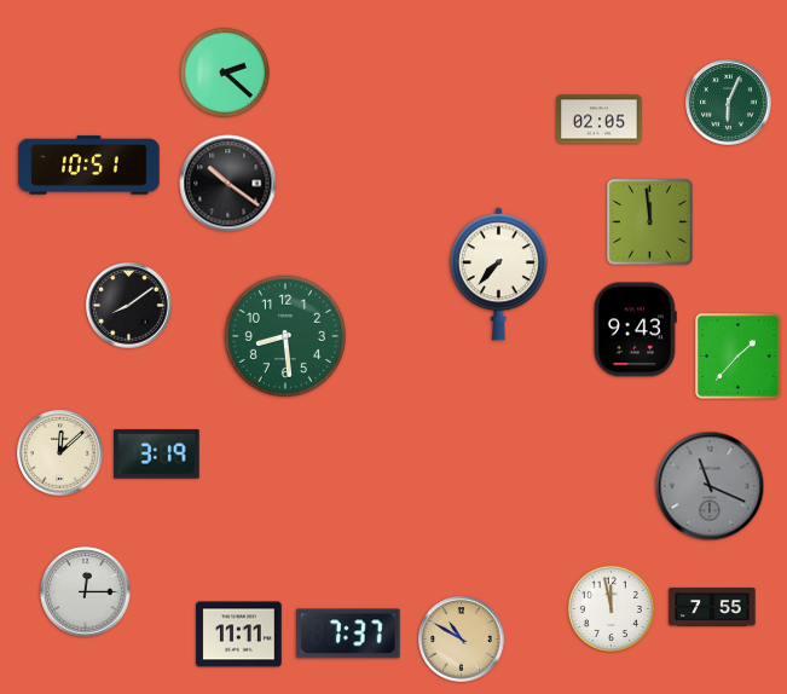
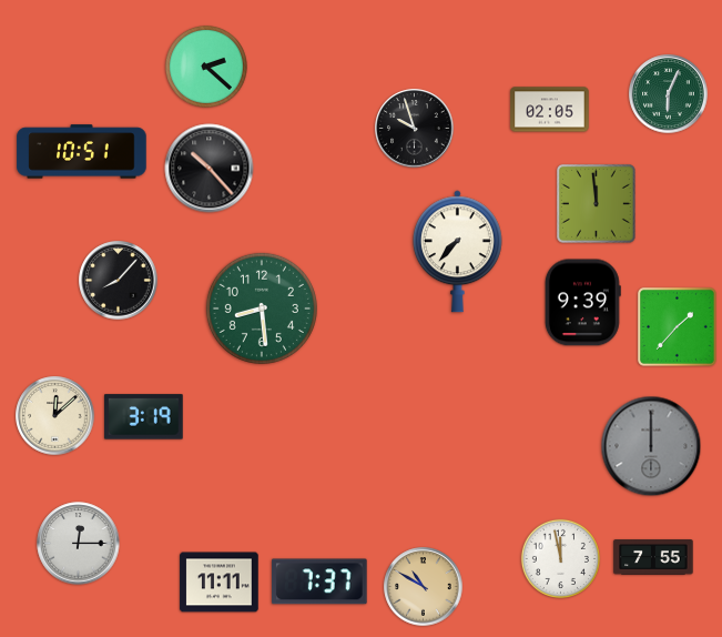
clock at (415, 129): none -> 9:57
clock at (228, 184): 10:21 -> 10:23
clock at (129, 306): 8:09 -> 8:07
clock at (635, 330): 9:43 -> 9:39
clock at (710, 486): 11:19 -> 12:00
